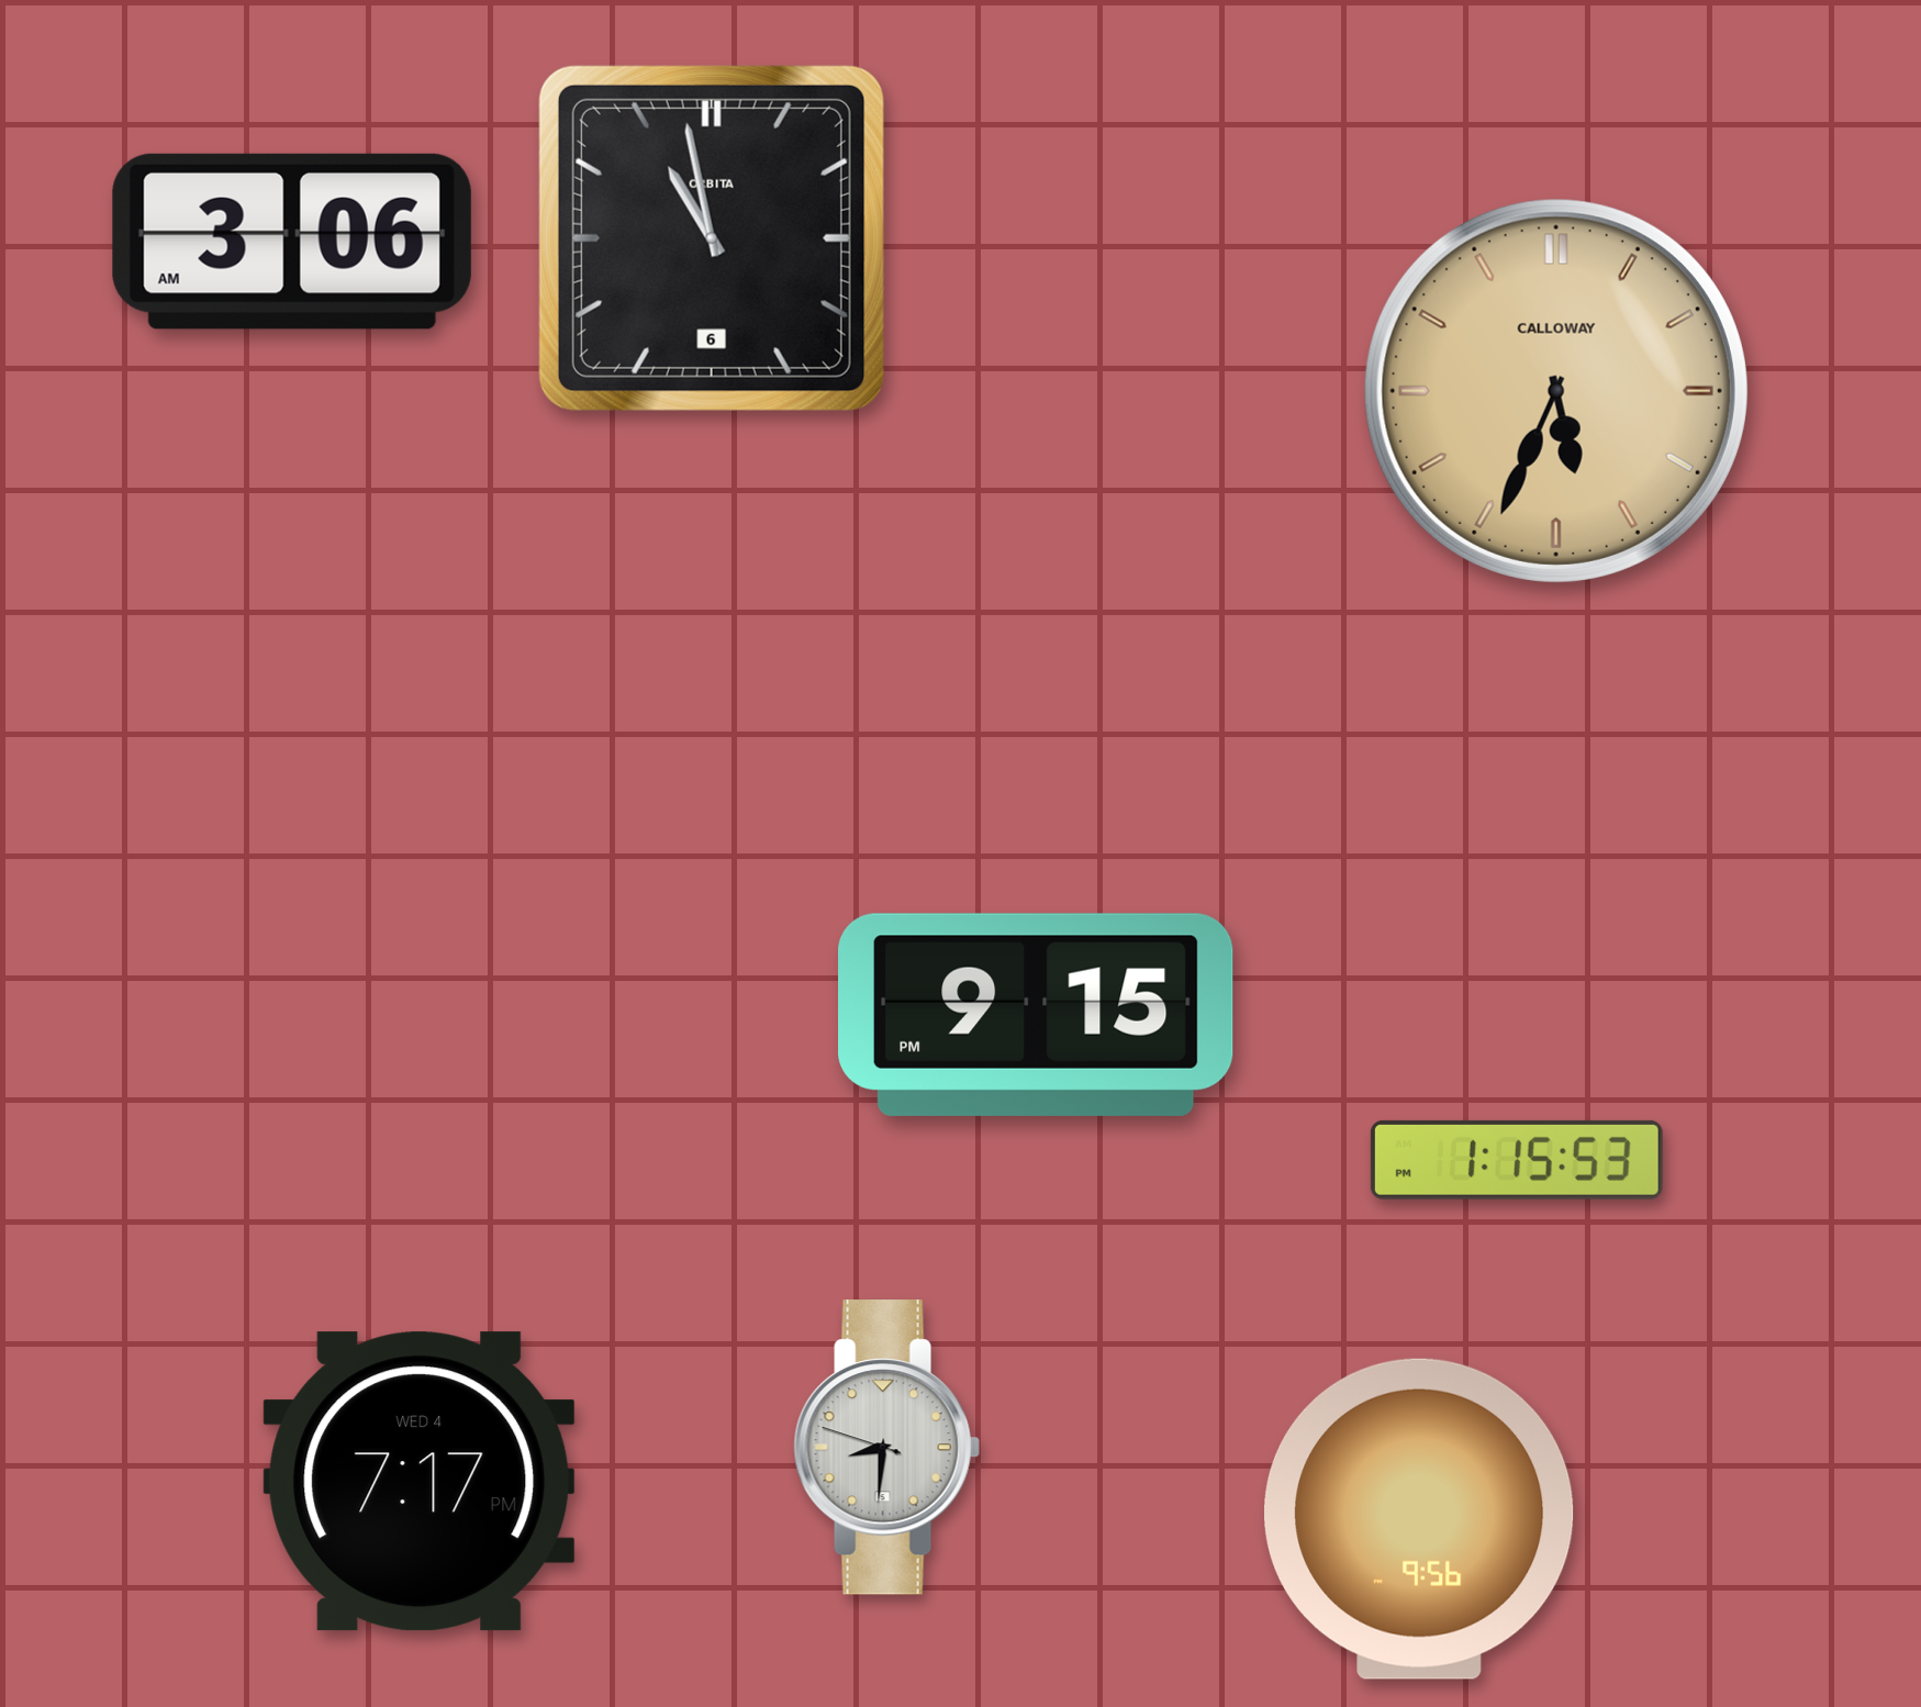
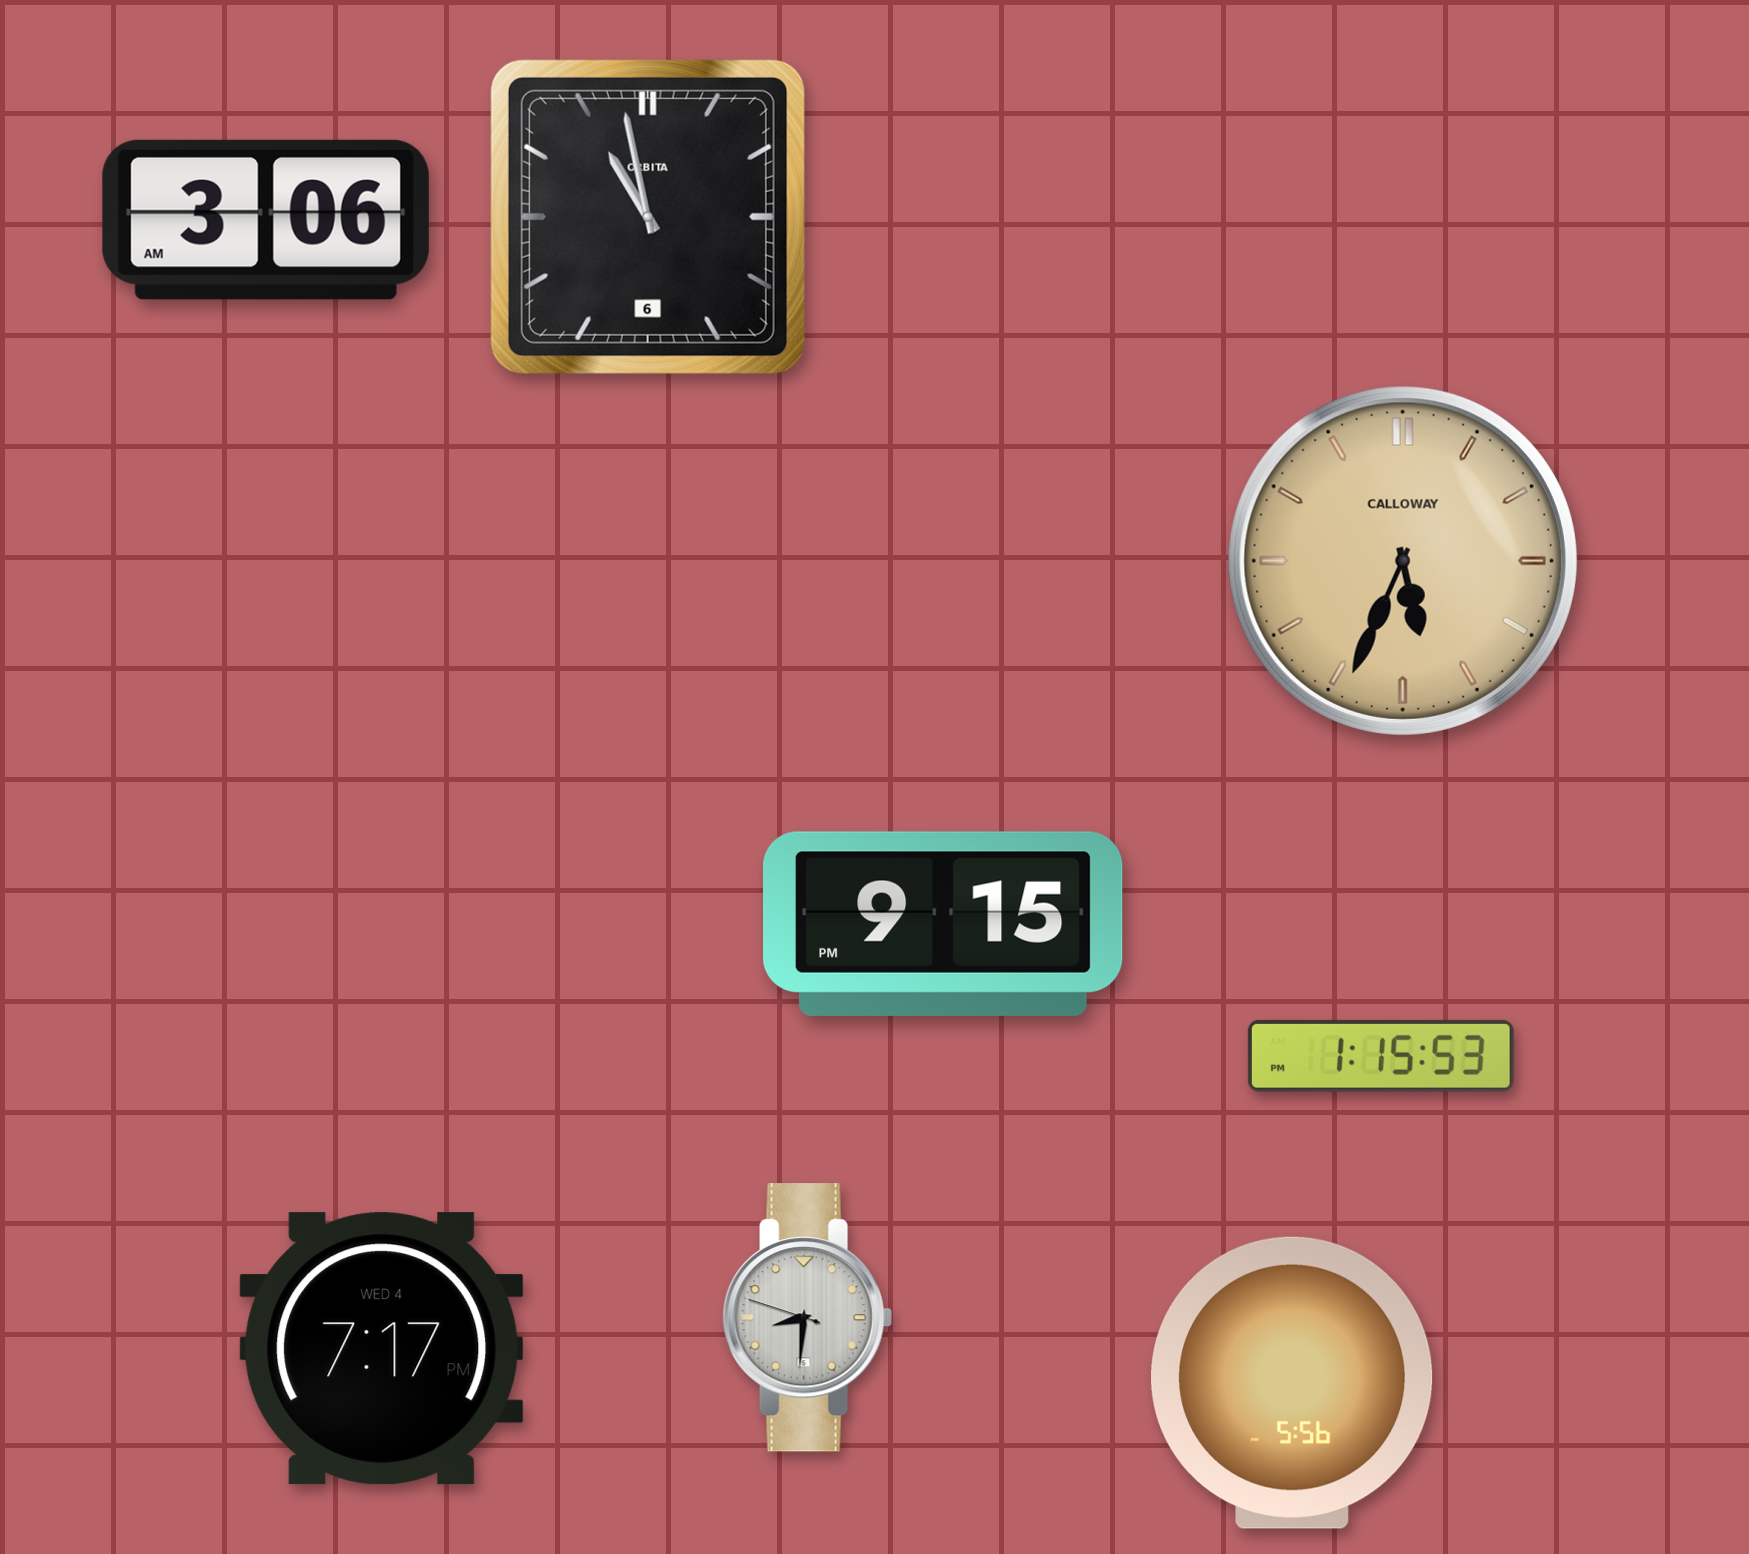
clock at (1556, 391) position: (1556, 391) -> (1403, 561)
clock at (1419, 1519): 9:56 -> 5:56
